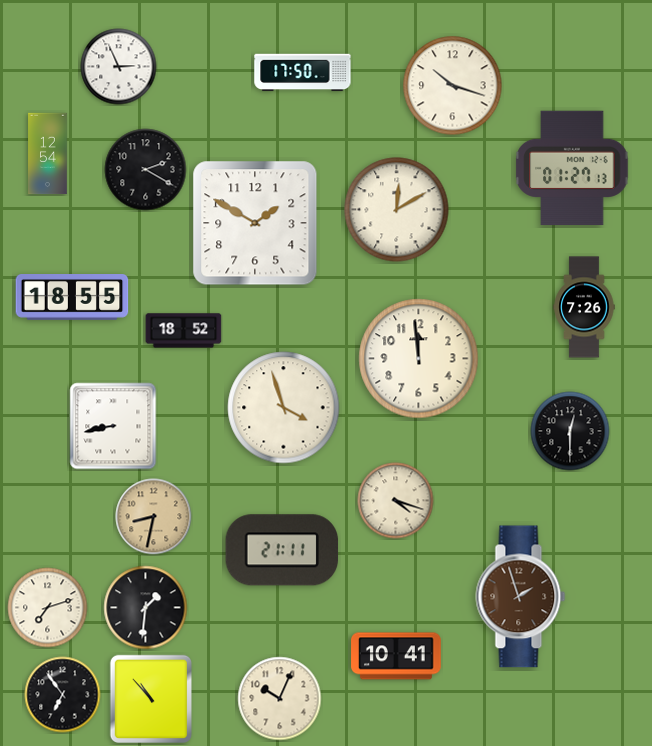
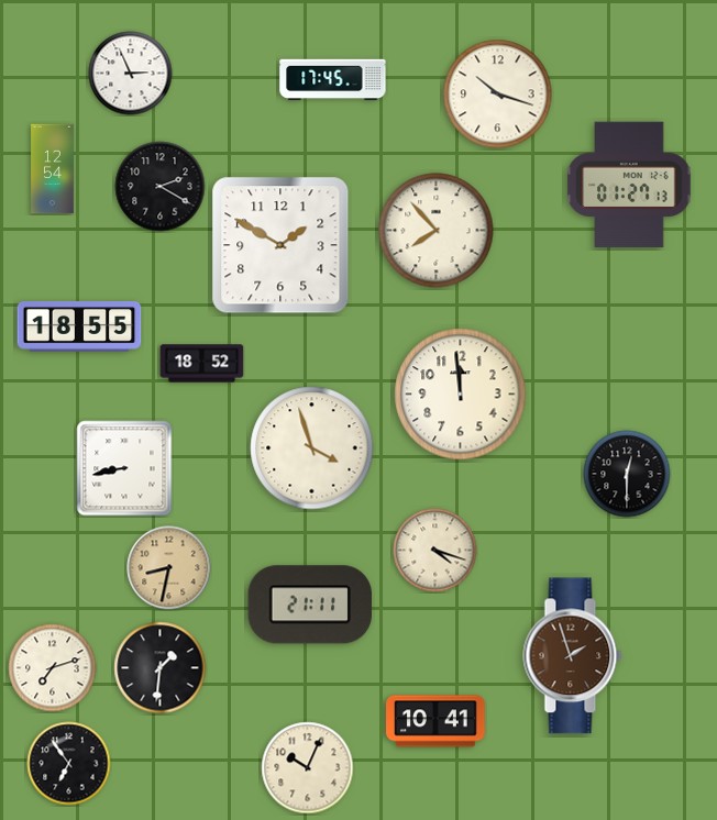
clock at (303, 73): 17:50 -> 17:45
clock at (397, 210): 12:10 -> 7:53
clock at (584, 307): 7:26 -> none
clock at (150, 698): 10:53 -> none
